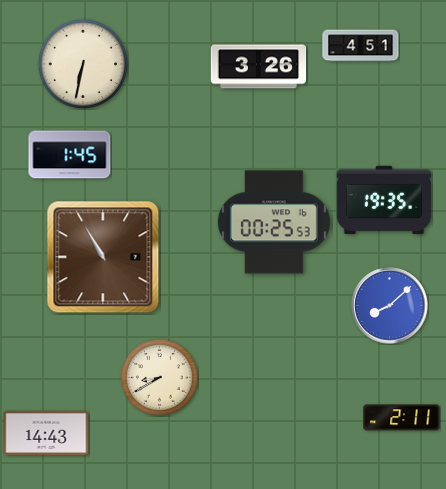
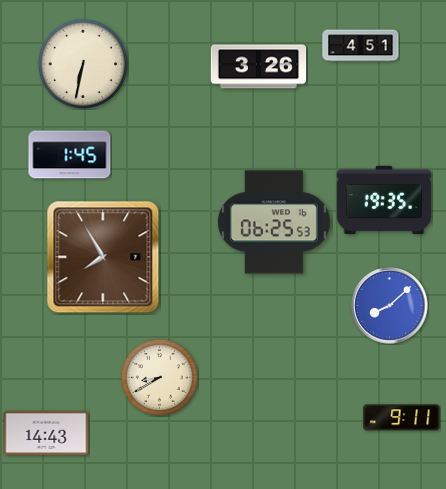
clock at (274, 222): 00:25 -> 06:25
clock at (103, 257): 10:55 -> 7:55
clock at (402, 418): 2:11 -> 9:11
